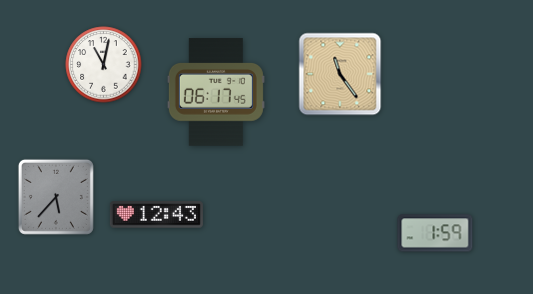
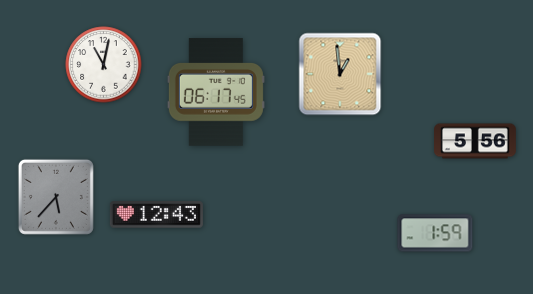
clock at (340, 74): 11:24 -> 12:59
clock at (476, 141): none -> 5:56
